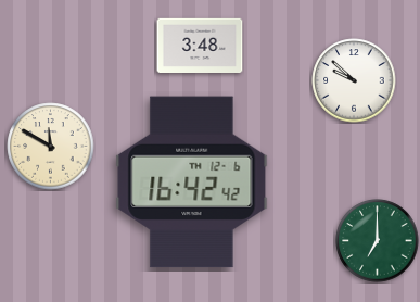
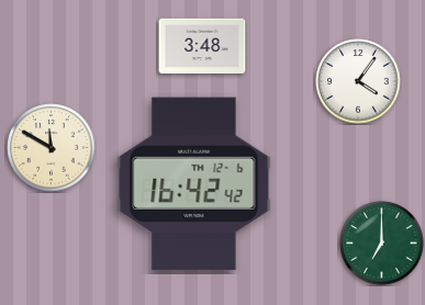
clock at (354, 80): 9:52 -> 4:06
